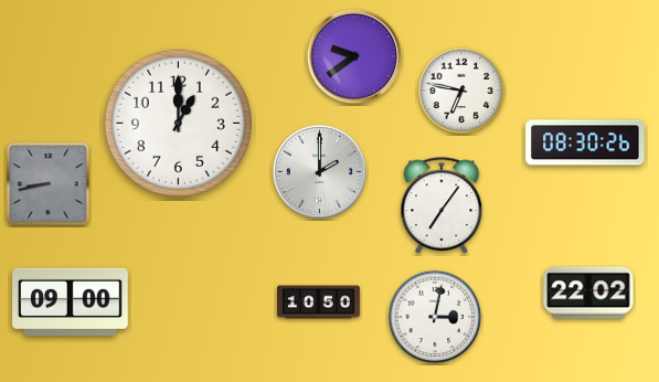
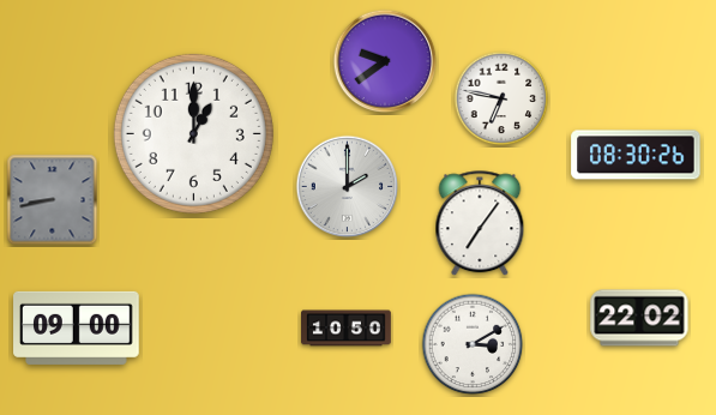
clock at (435, 317): 3:02 -> 3:10
